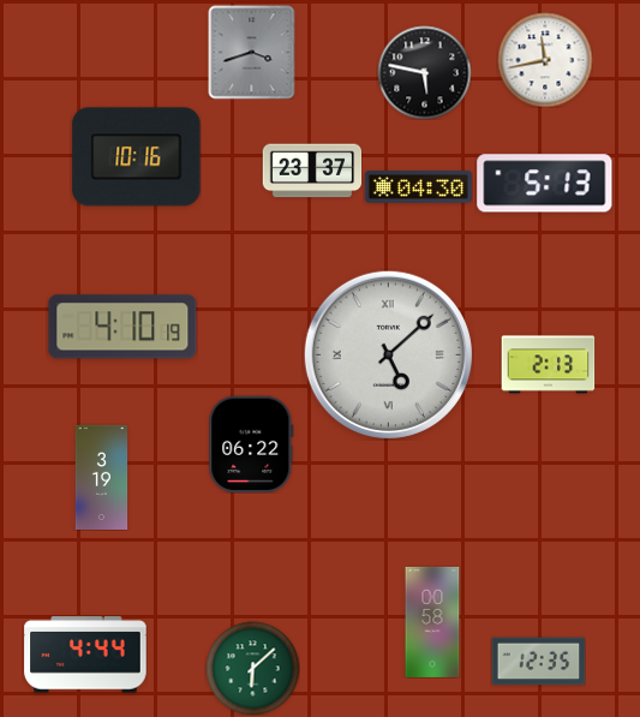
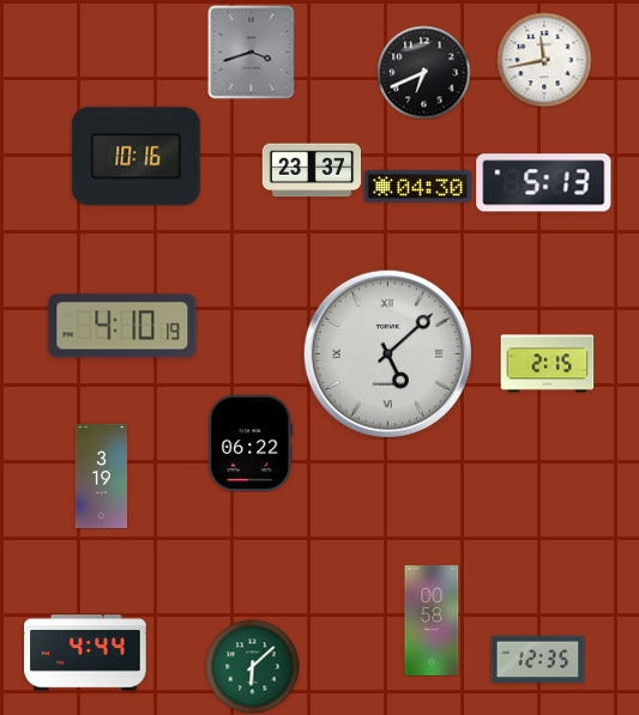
clock at (424, 72): 5:47 -> 6:41
clock at (548, 365): 2:13 -> 2:15
